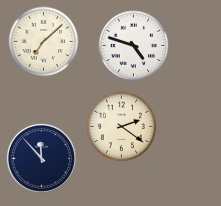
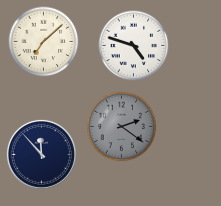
clock at (122, 127) dial: cream -> grey
clock at (41, 158) position: (41, 158) -> (41, 154)
